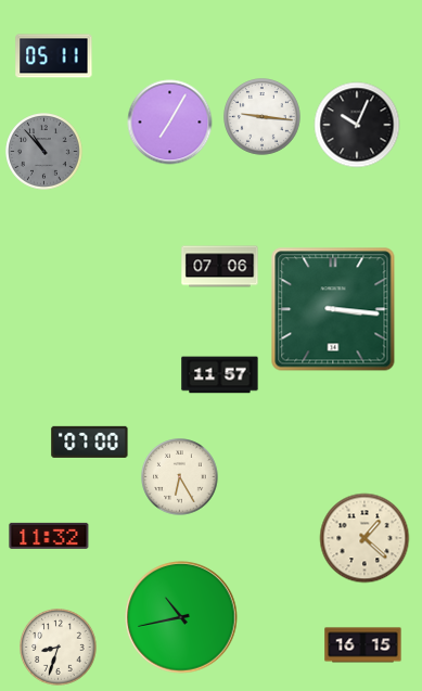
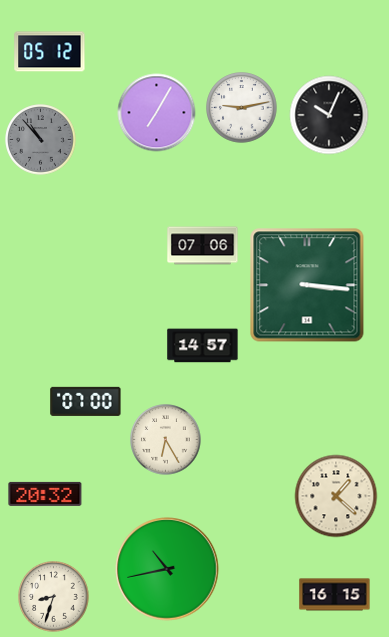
clock at (54, 56): 05:11 -> 05:12
clock at (263, 117): 9:16 -> 9:13
clock at (220, 375): 11:57 -> 14:57
clock at (90, 442) position: (90, 442) -> (86, 401)
clock at (49, 536): 11:32 -> 20:32
